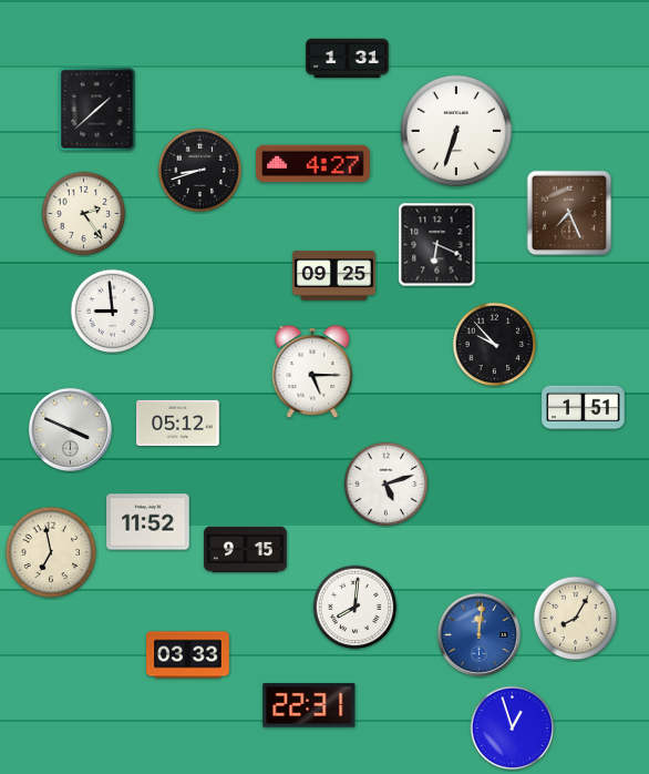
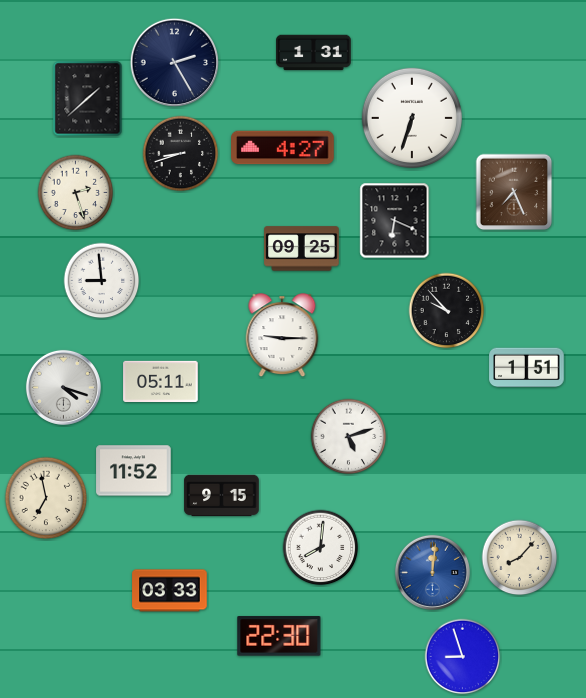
clock at (175, 63): none -> 2:25
clock at (84, 214): 2:24 -> 2:27
clock at (312, 373): 5:15 -> 9:15
clock at (178, 422): 05:12 -> 05:11
clock at (70, 429): 3:49 -> 4:18
clock at (576, 619): 8:05 -> 8:07
clock at (309, 705): 22:31 -> 22:30
clock at (513, 729): 12:57 -> 8:57
